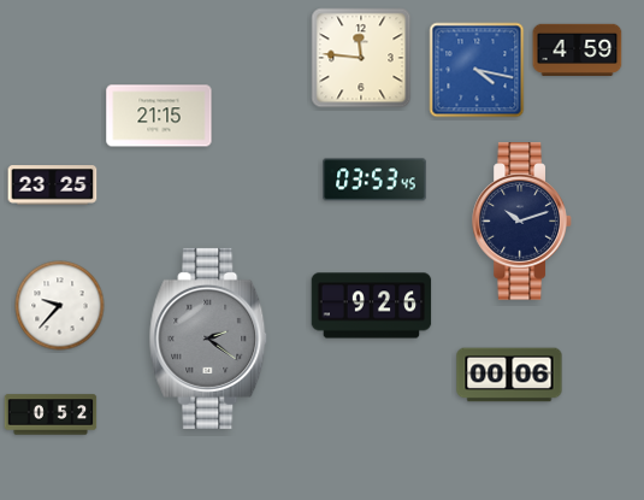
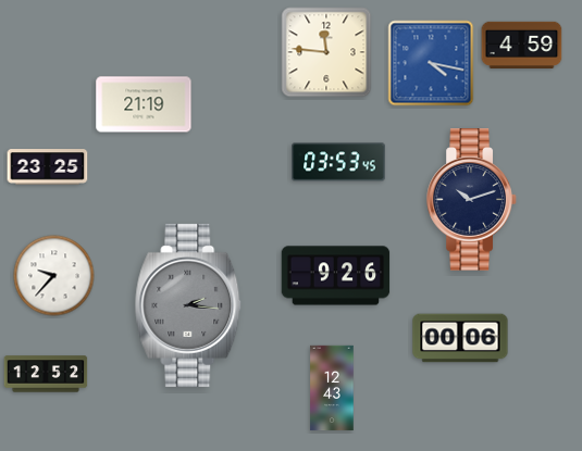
clock at (159, 116): 21:15 -> 21:19
clock at (208, 339): 2:21 -> 2:16
clock at (51, 414): 0:52 -> 12:52
clock at (332, 388): none -> 12:43
